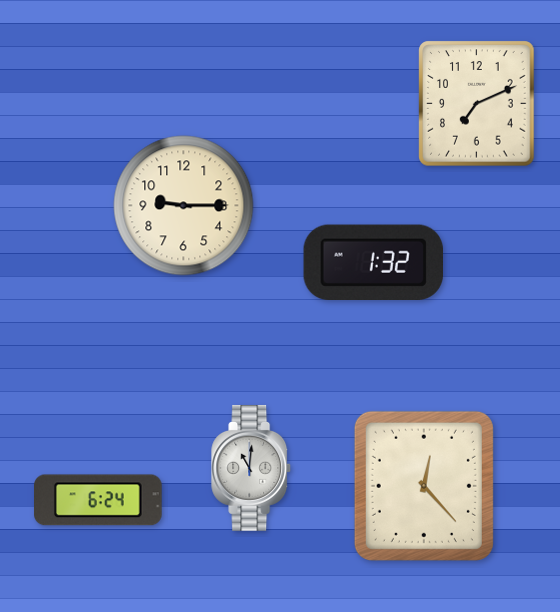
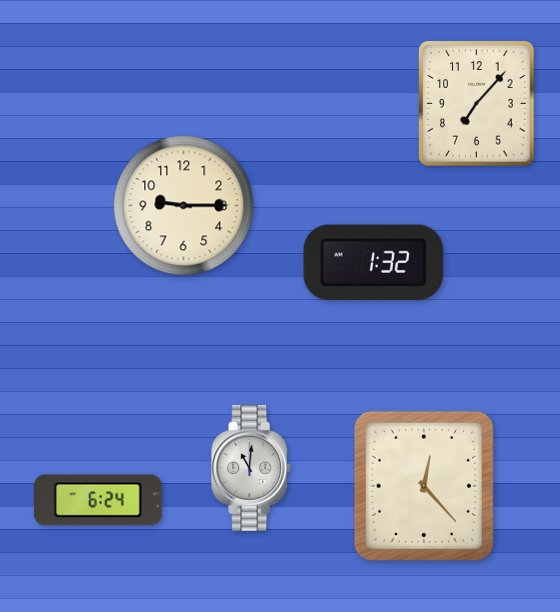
clock at (477, 104): 7:11 -> 7:07
